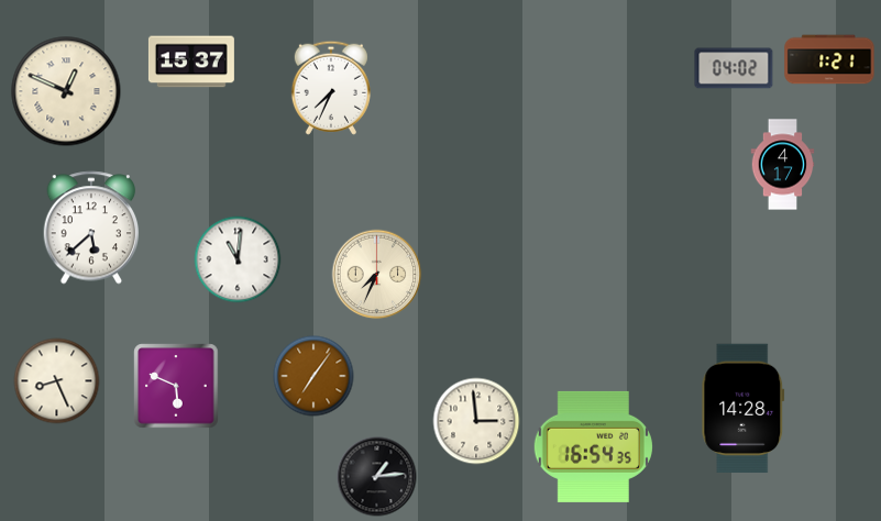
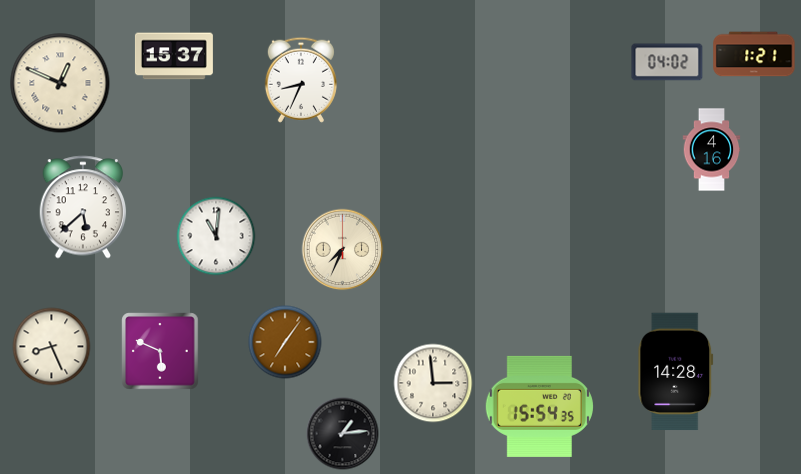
clock at (331, 88): 7:34 -> 8:34
clock at (783, 165): 4:17 -> 4:16
clock at (593, 446): 16:54 -> 15:54
